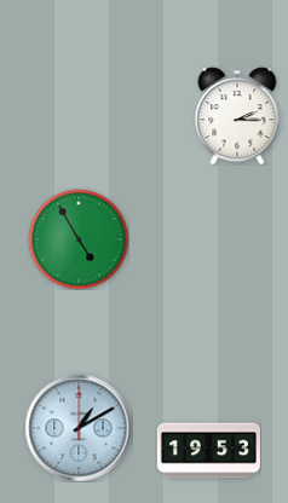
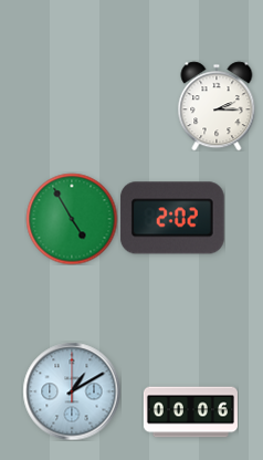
clock at (172, 218): none -> 2:02
clock at (208, 451): 19:53 -> 00:06
